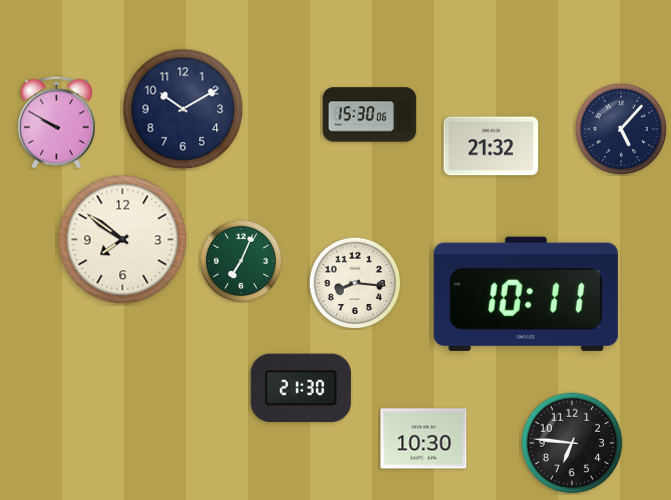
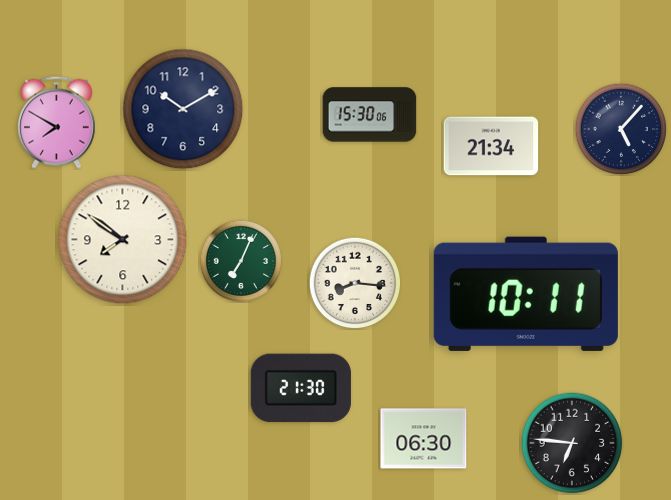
clock at (57, 122): 9:50 -> 7:50
clock at (491, 146): 21:32 -> 21:34
clock at (424, 439): 10:30 -> 06:30
